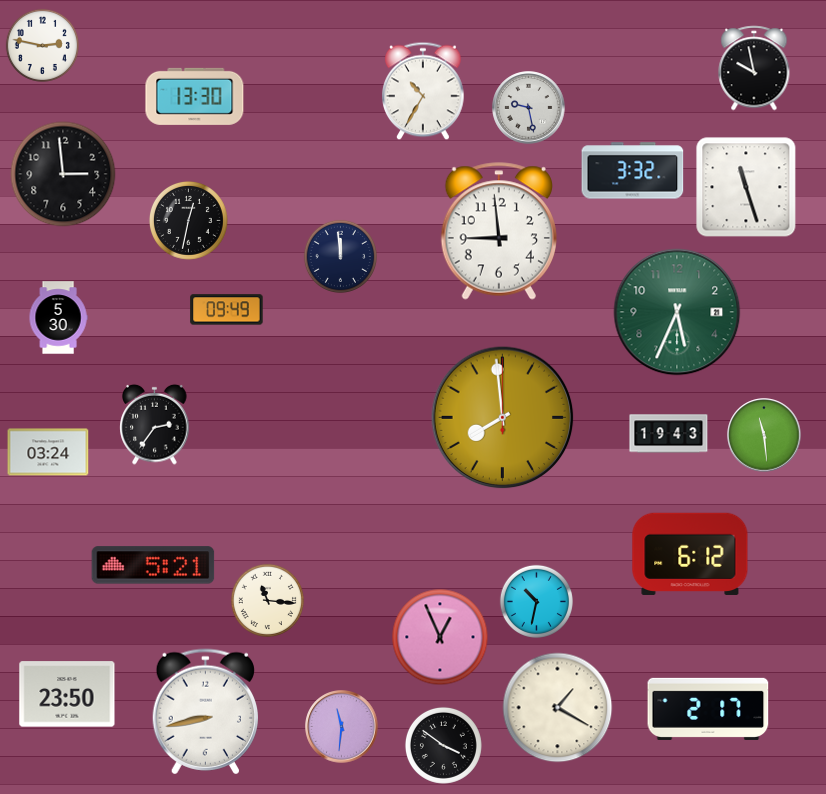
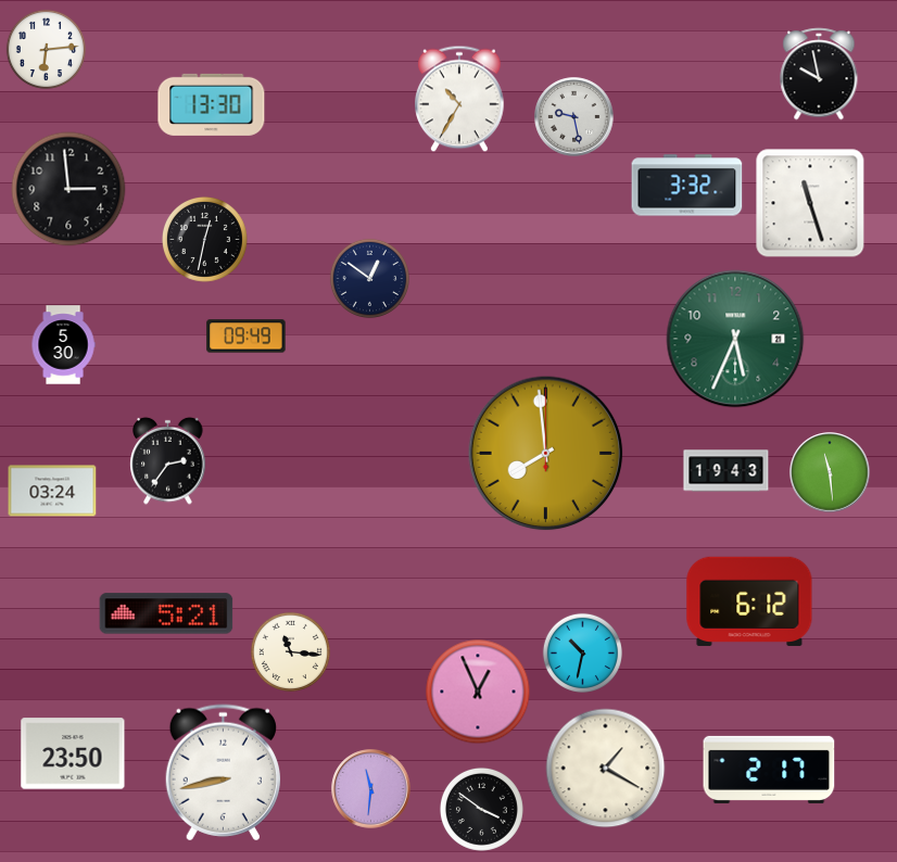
clock at (42, 45): 2:47 -> 6:14
clock at (499, 231): 8:59 -> none
clock at (340, 256): 11:59 -> 12:51
